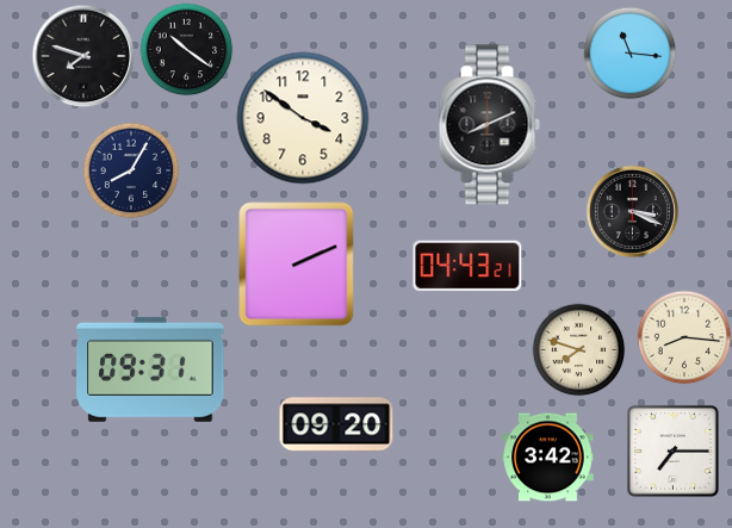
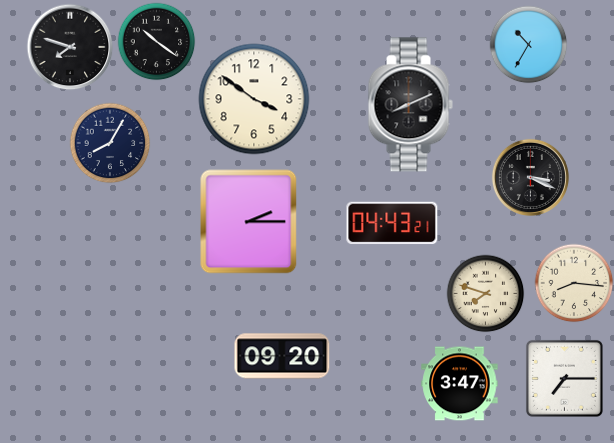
clock at (629, 52): 11:16 -> 10:35
clock at (297, 265): 2:11 -> 2:15
clock at (150, 369): 09:31 -> none
clock at (548, 458): 3:42 -> 3:47
